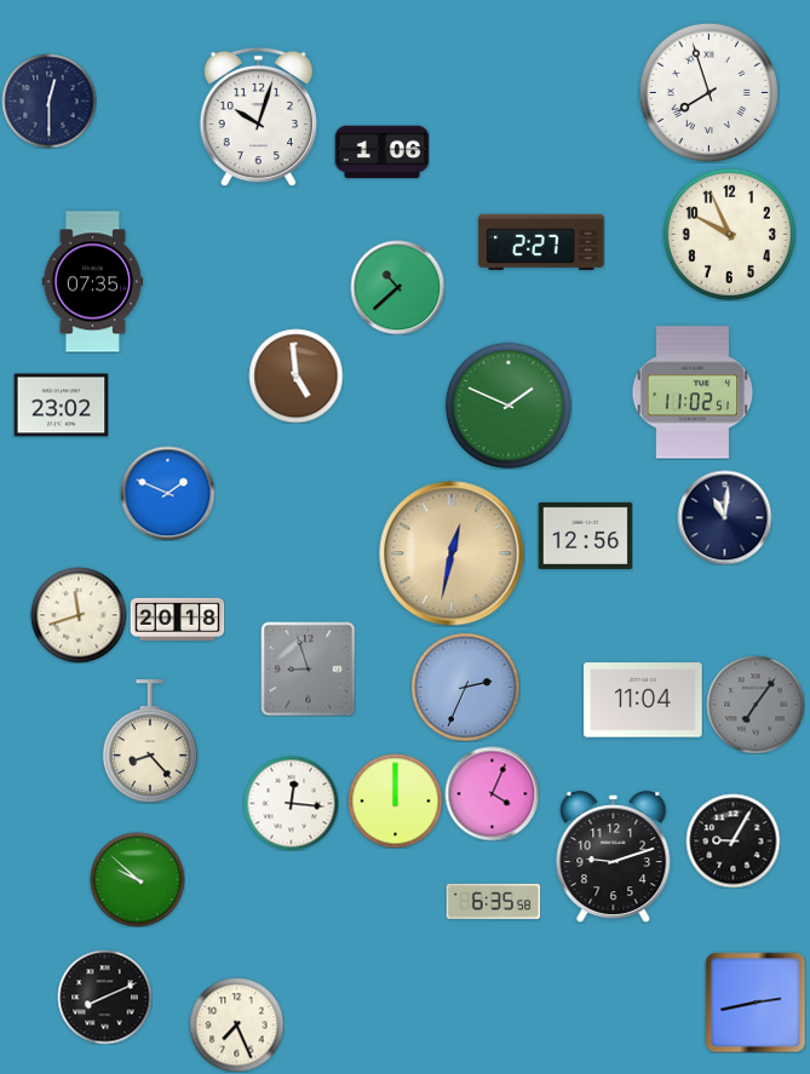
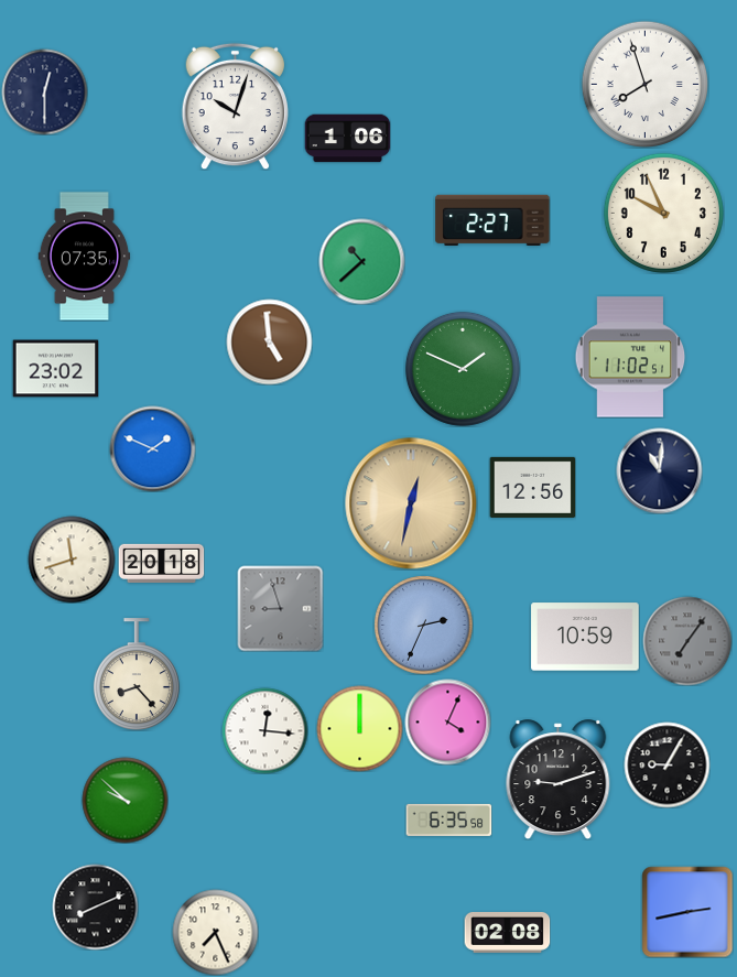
clock at (643, 700): 11:04 -> 10:59
clock at (507, 932): none -> 02:08
